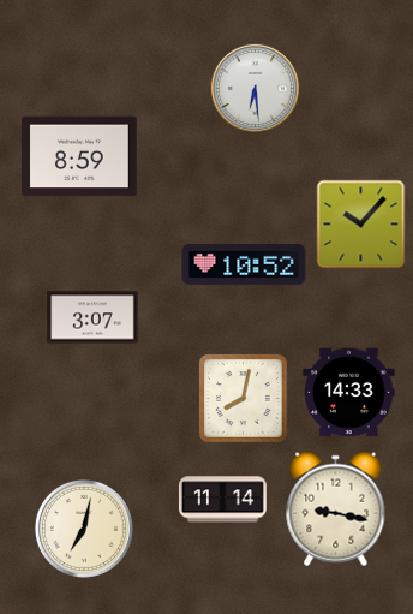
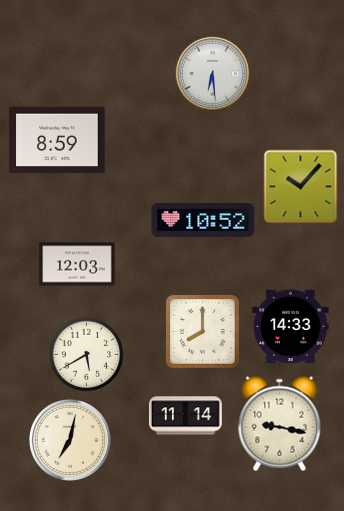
clock at (79, 156) position: (79, 156) -> (57, 140)
clock at (92, 317): 3:07 -> 12:03
clock at (244, 399): 8:02 -> 8:00
clock at (87, 355): none -> 5:40
